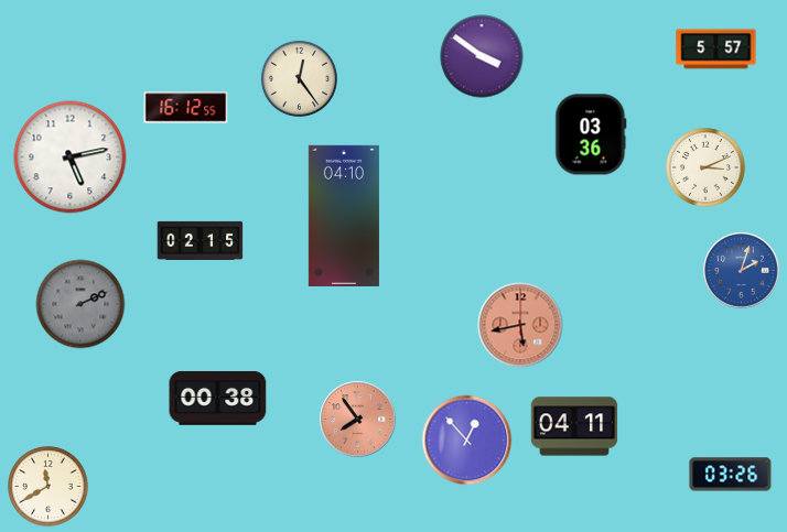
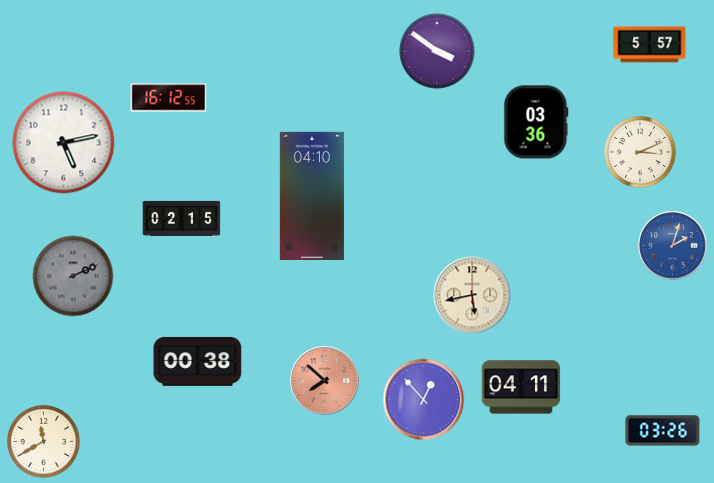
clock at (299, 78): 12:24 -> none
clock at (520, 325) dial: salmon -> cream
clock at (358, 420): 7:54 -> 7:52
